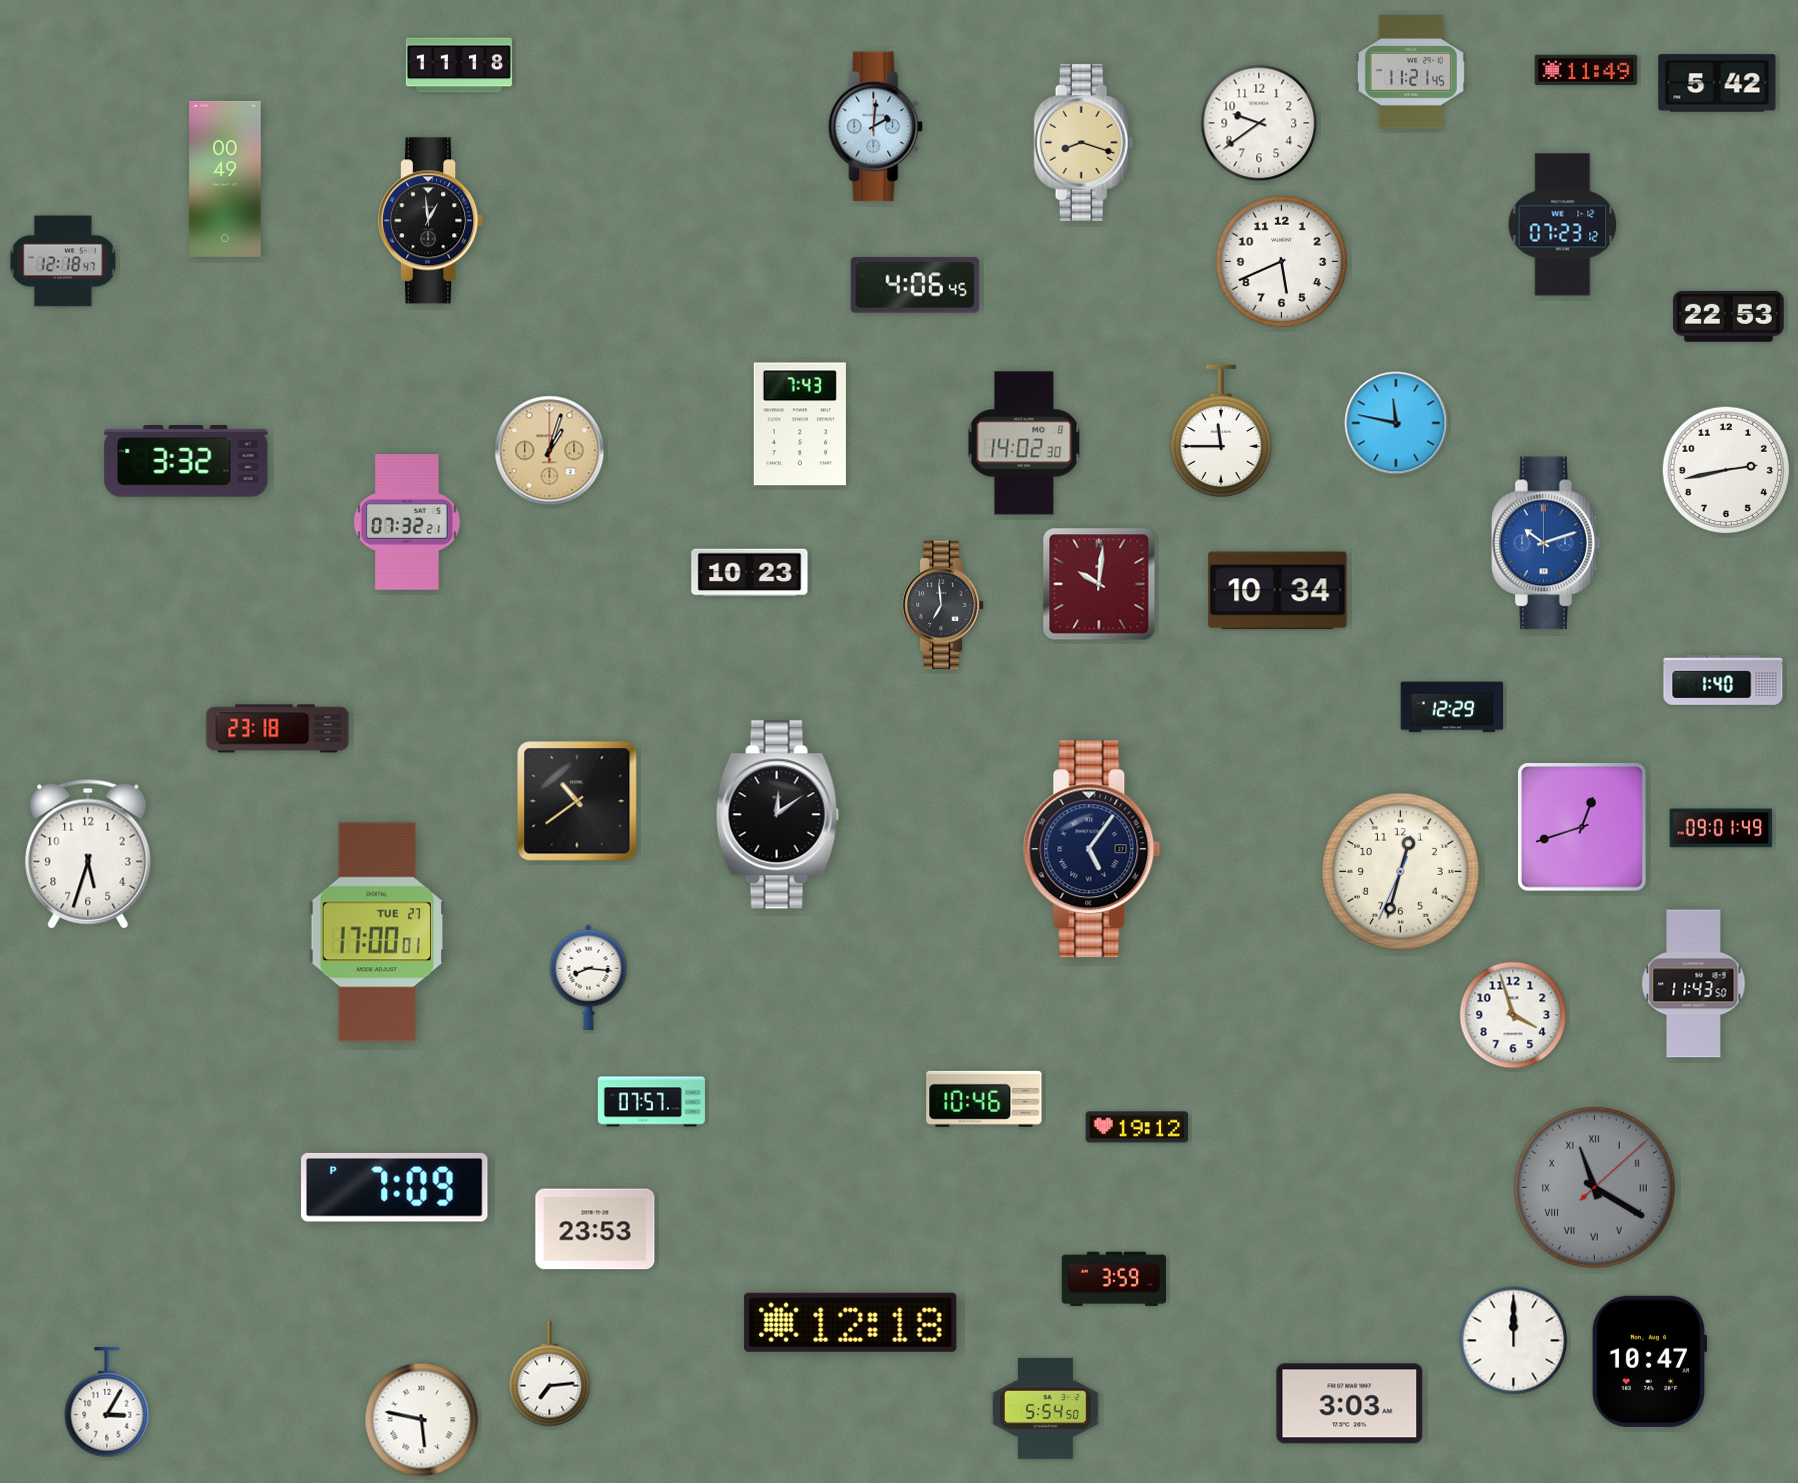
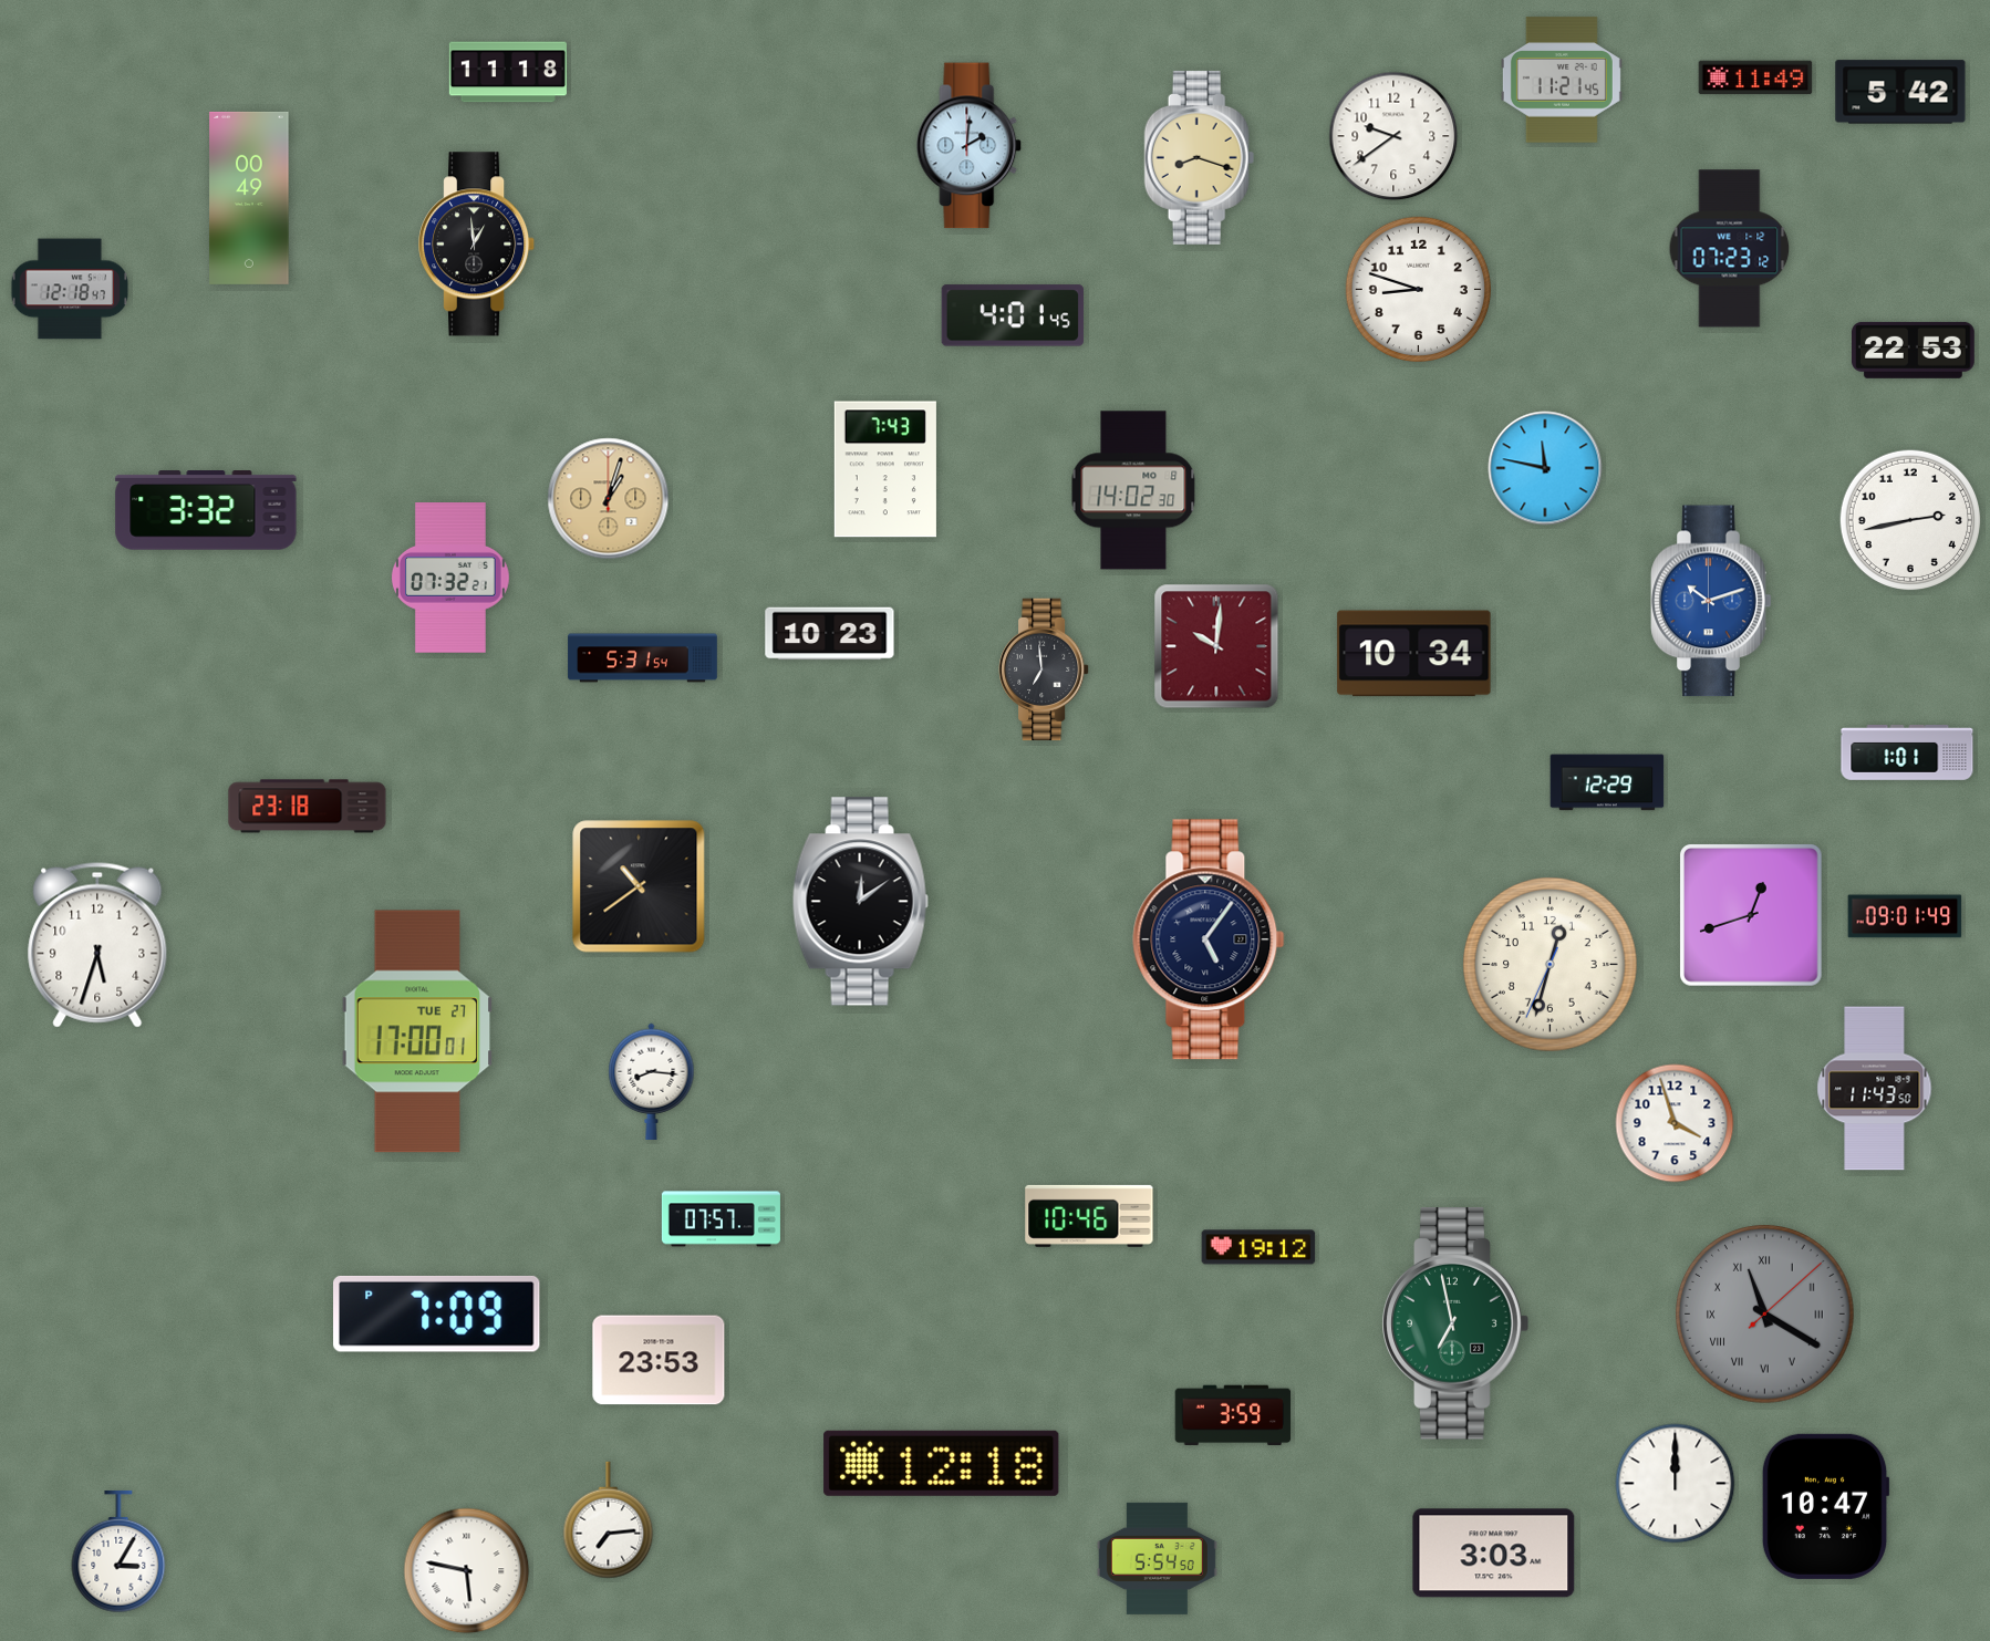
clock at (876, 127) position: (876, 127) -> (970, 146)
clock at (1281, 261): 5:41 -> 8:48
clock at (915, 285): 4:06 -> 4:01
clock at (1221, 431): 11:45 -> none
clock at (643, 658): none -> 5:31
clock at (1723, 681): 1:40 -> 1:01
clock at (1455, 1323): none -> 6:58
